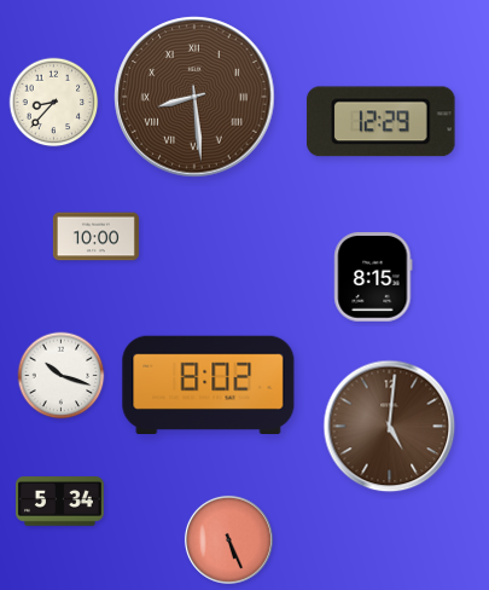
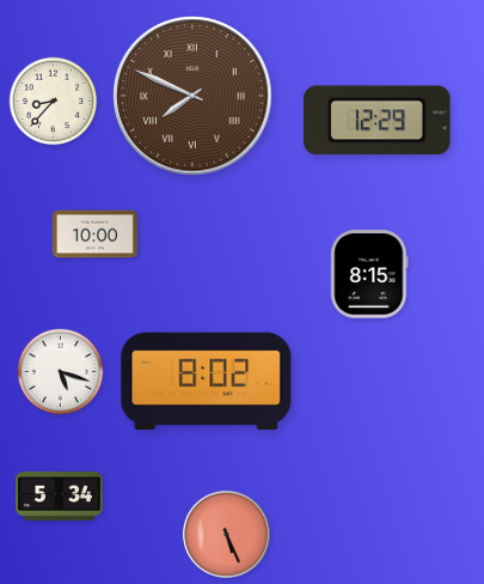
clock at (194, 97): 8:29 -> 7:49
clock at (62, 376): 10:18 -> 5:18
clock at (390, 427): 5:01 -> none
